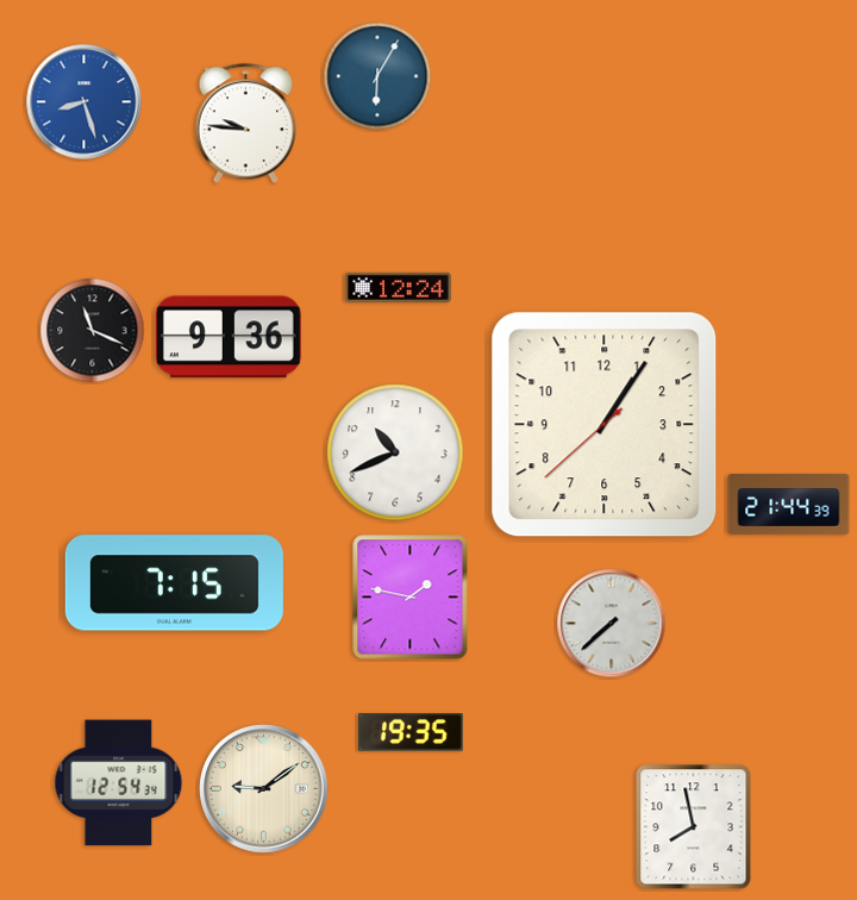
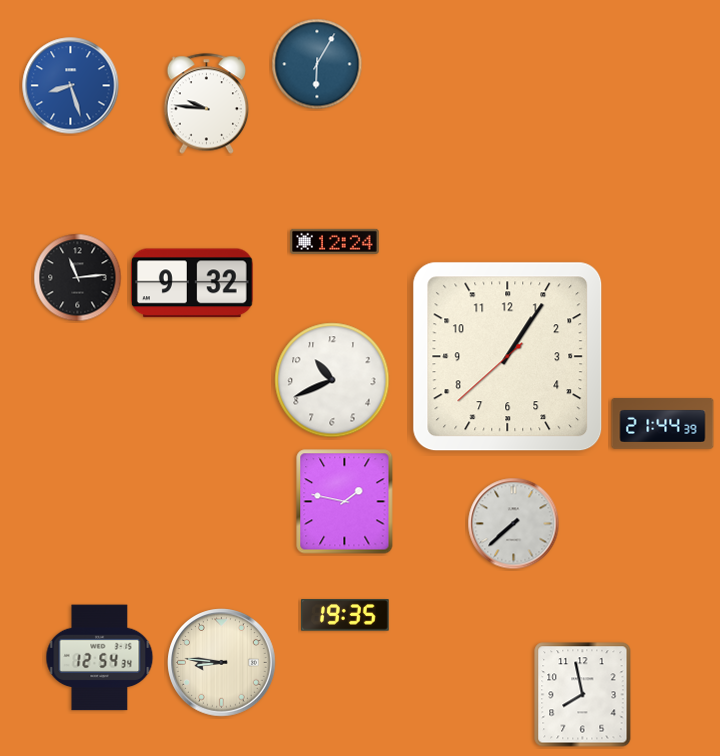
clock at (93, 331): 11:19 -> 11:14
clock at (229, 337): 9:36 -> 9:32
clock at (174, 583): 7:15 -> none
clock at (264, 789): 9:09 -> 8:46
